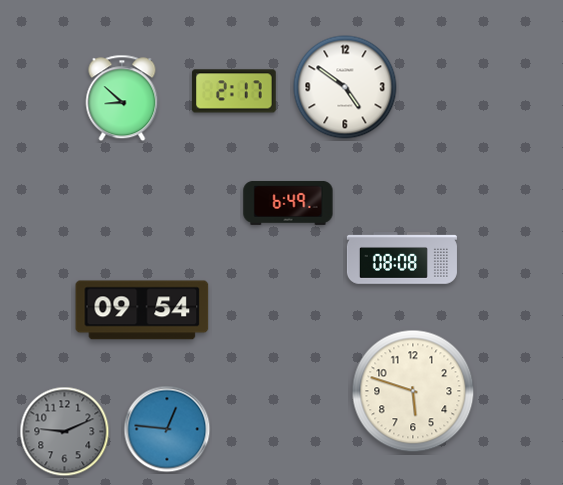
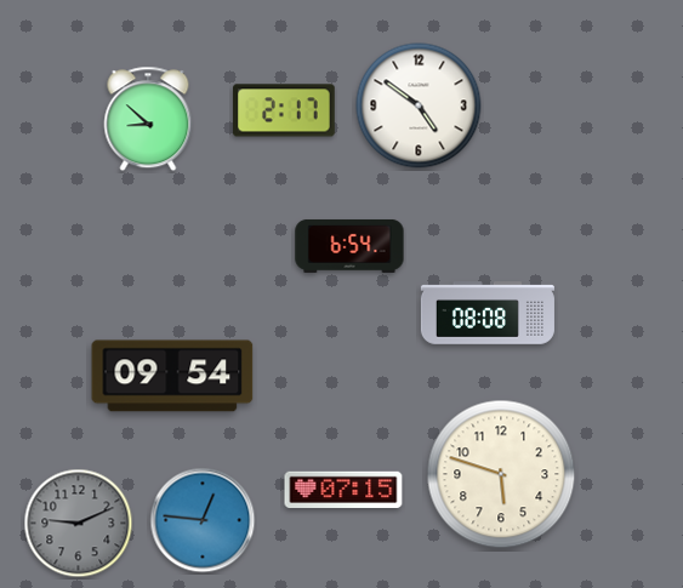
clock at (288, 203): 6:49 -> 6:54
clock at (343, 490): none -> 07:15
